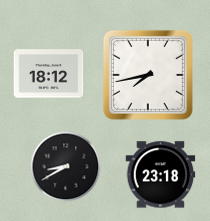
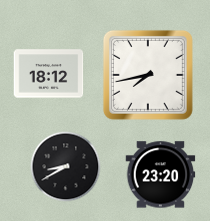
clock at (161, 175): 23:18 -> 23:20
